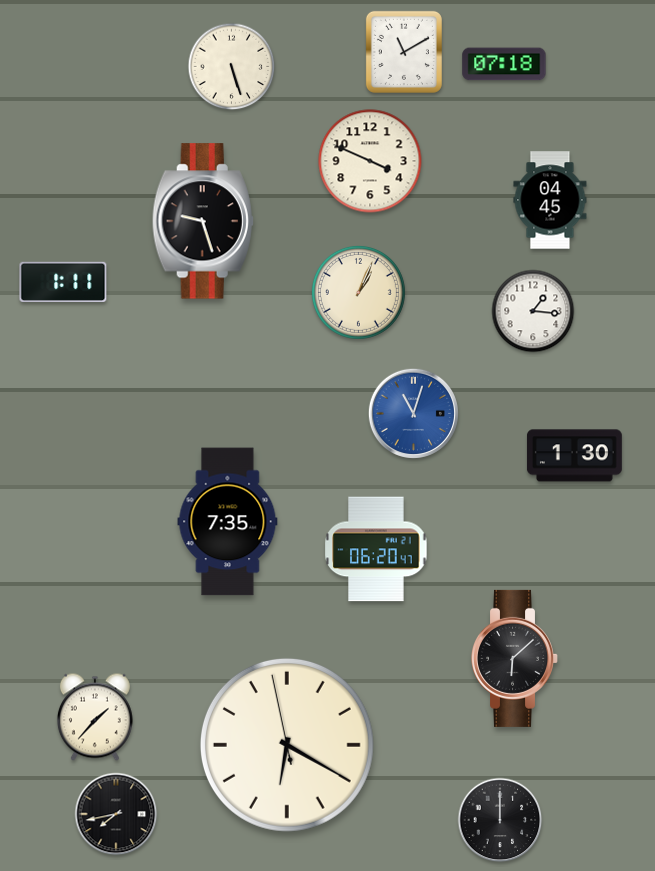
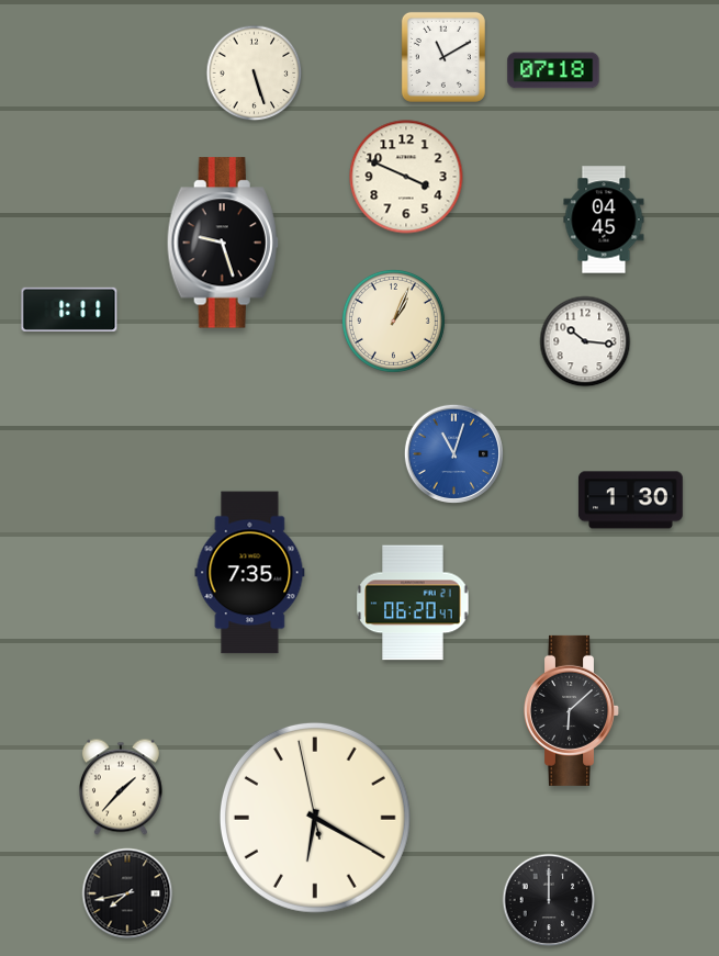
clock at (533, 311): 1:16 -> 10:16
clock at (515, 658) position: (515, 658) -> (572, 710)
clock at (95, 717) position: (95, 717) -> (121, 787)
